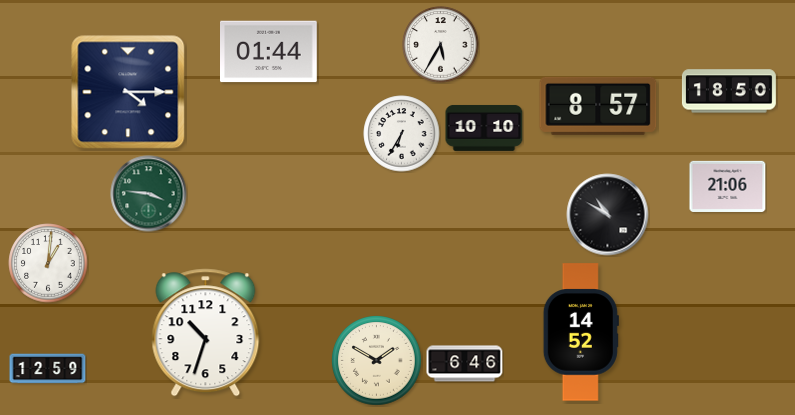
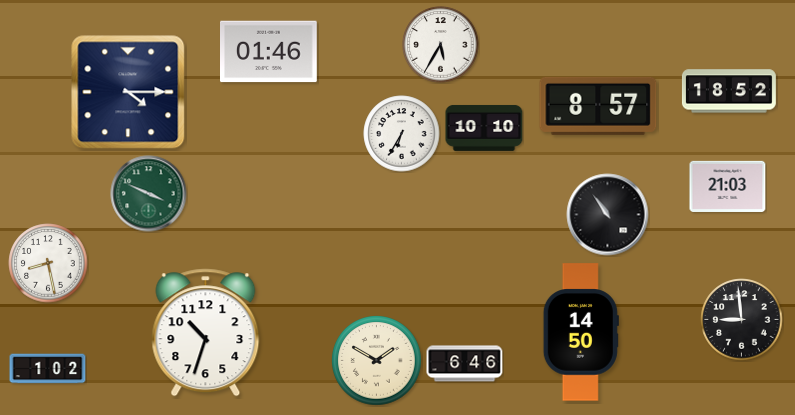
clock at (269, 52): 01:44 -> 01:46
clock at (729, 91): 18:50 -> 18:52
clock at (728, 186): 21:06 -> 21:03
clock at (149, 194): 3:46 -> 3:49
clock at (608, 215): 10:50 -> 10:54
clock at (48, 263): 1:01 -> 8:28
clock at (742, 320): none -> 8:59
clock at (581, 332): 14:52 -> 14:50
clock at (48, 369): 12:59 -> 1:02
